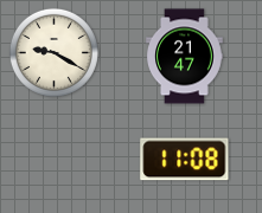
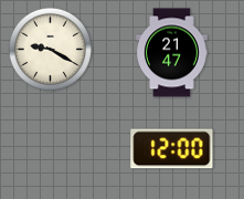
clock at (185, 160): 11:08 -> 12:00
